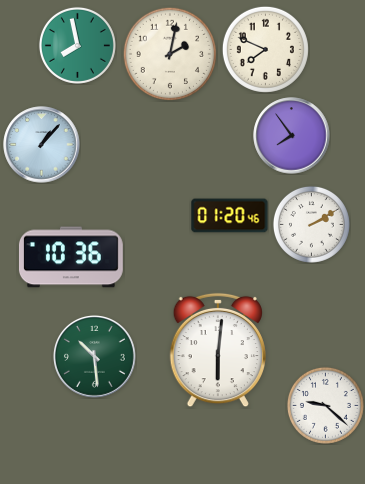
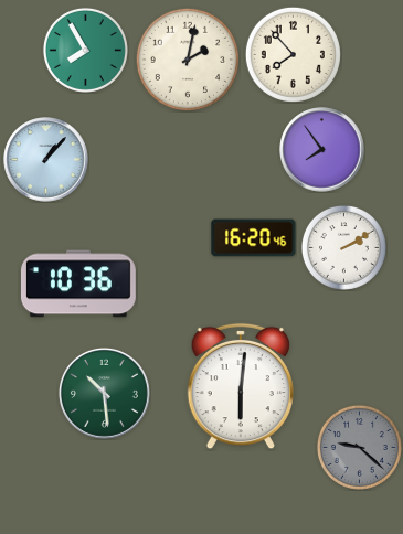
clock at (77, 45): 7:58 -> 7:55
clock at (265, 49): 7:49 -> 7:53
clock at (230, 216): 01:20 -> 16:20
clock at (325, 405) dial: white -> grey
